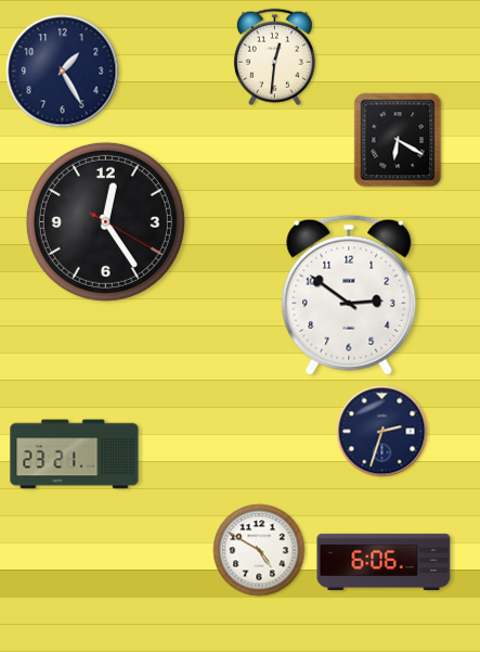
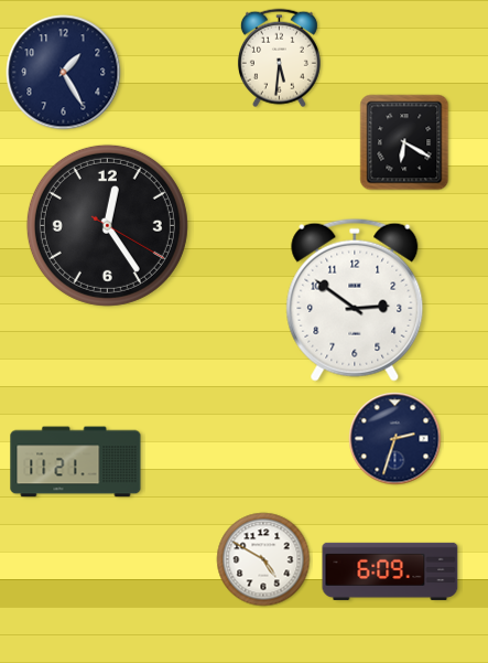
clock at (274, 57): 12:31 -> 5:31
clock at (382, 432) position: (382, 432) -> (395, 439)
clock at (75, 455): 23:21 -> 11:21
clock at (384, 562): 6:06 -> 6:09
